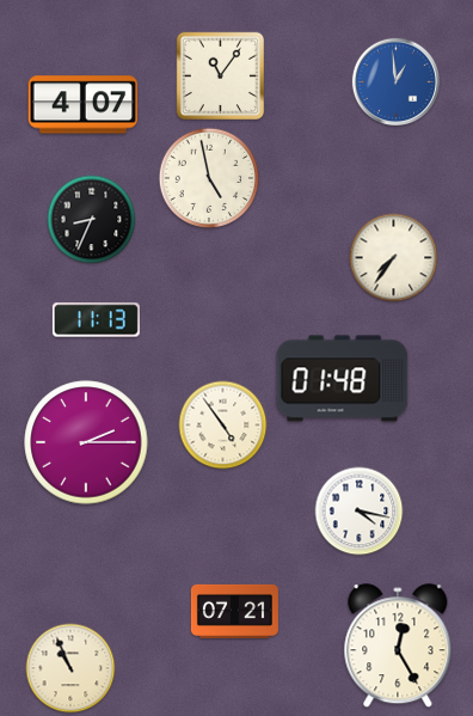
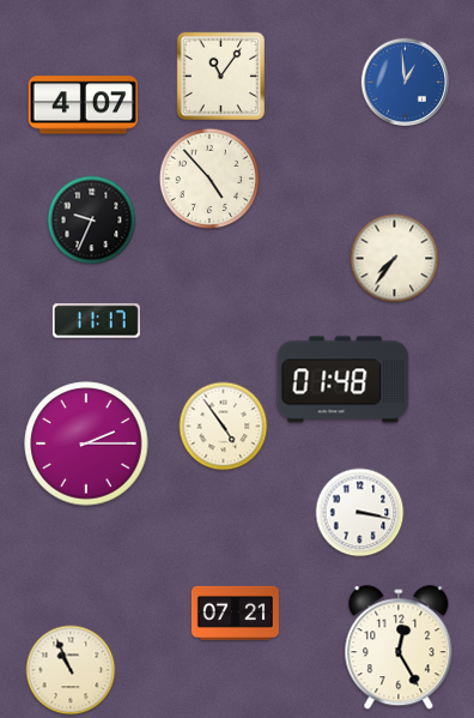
clock at (397, 82) position: (397, 82) -> (406, 83)
clock at (209, 178): 4:58 -> 4:53
clock at (92, 220): 8:34 -> 9:34
clock at (96, 320): 11:13 -> 11:17
clock at (360, 512): 4:17 -> 3:17
